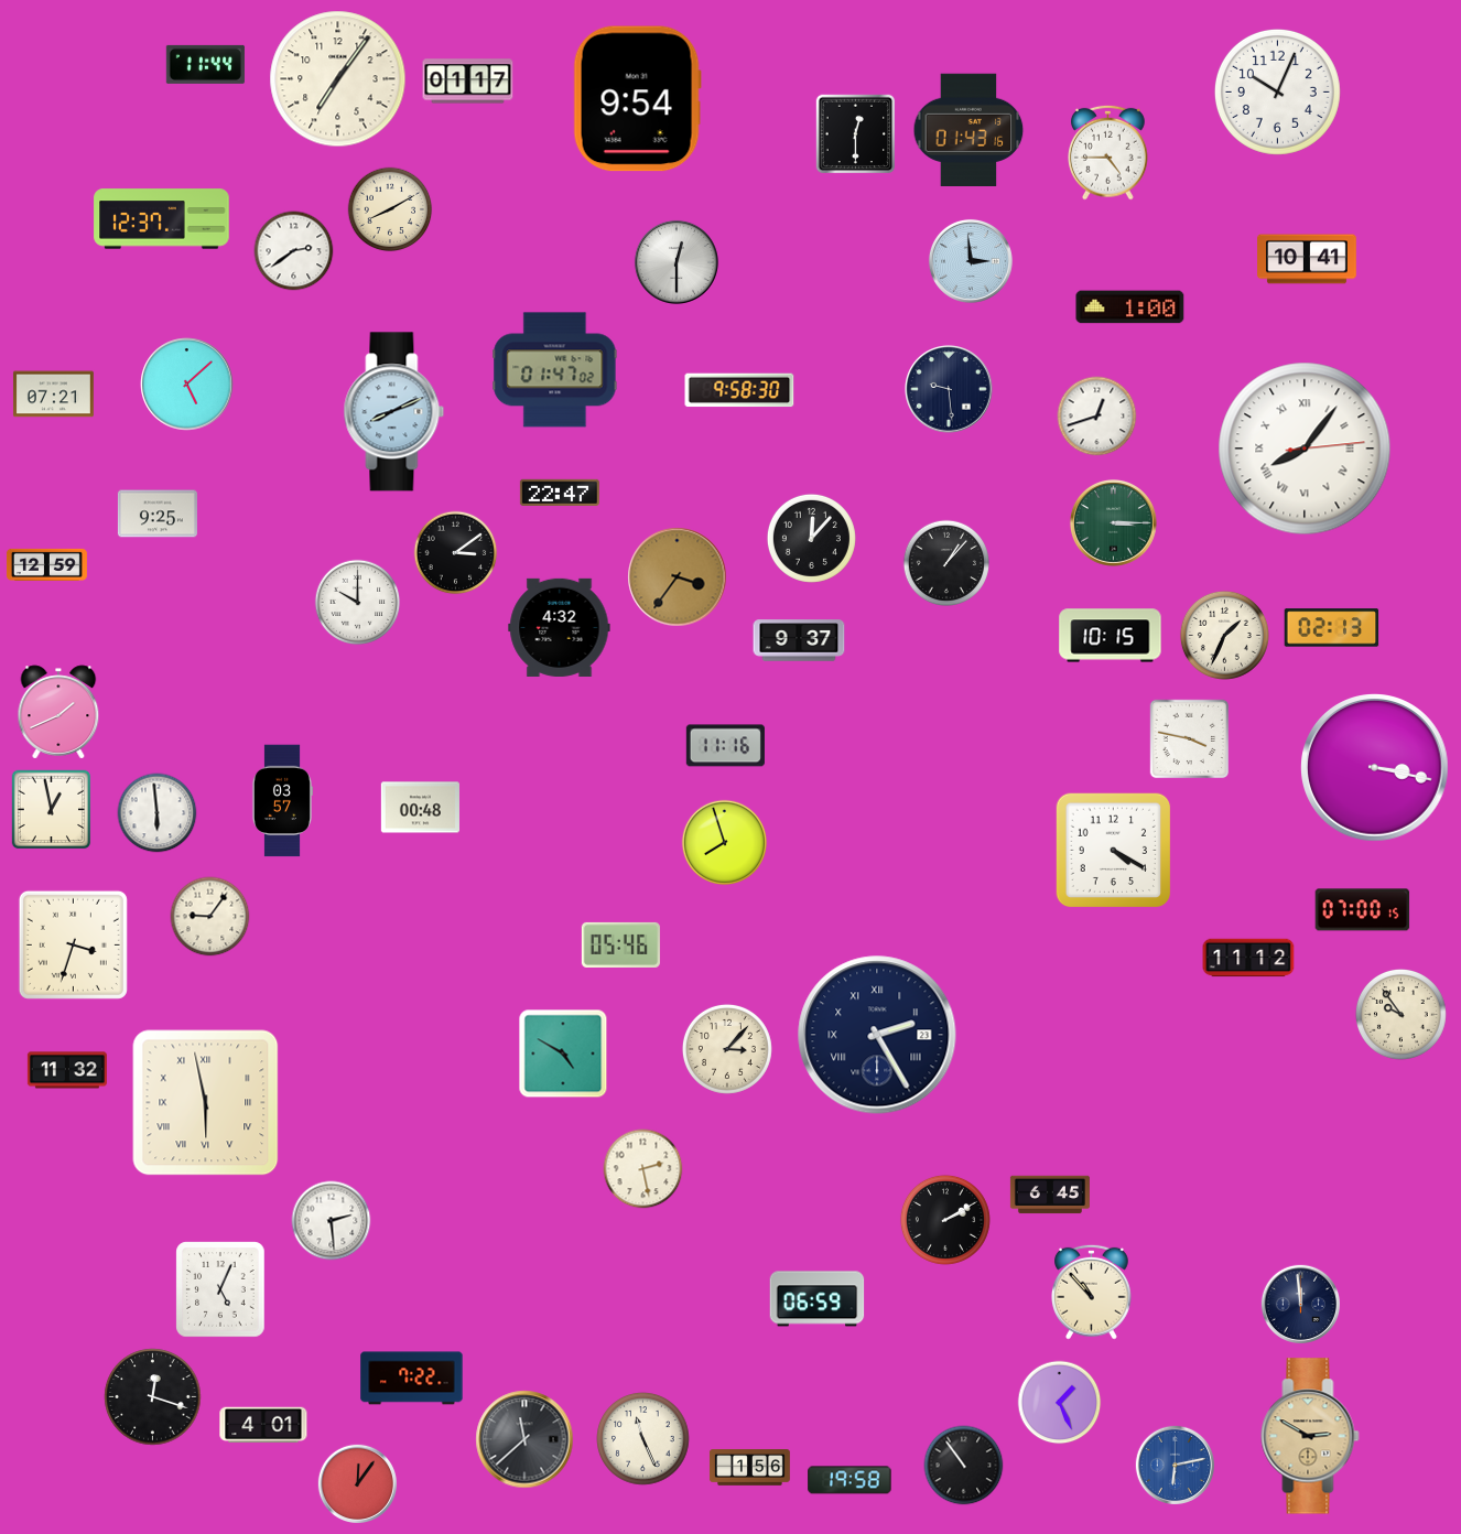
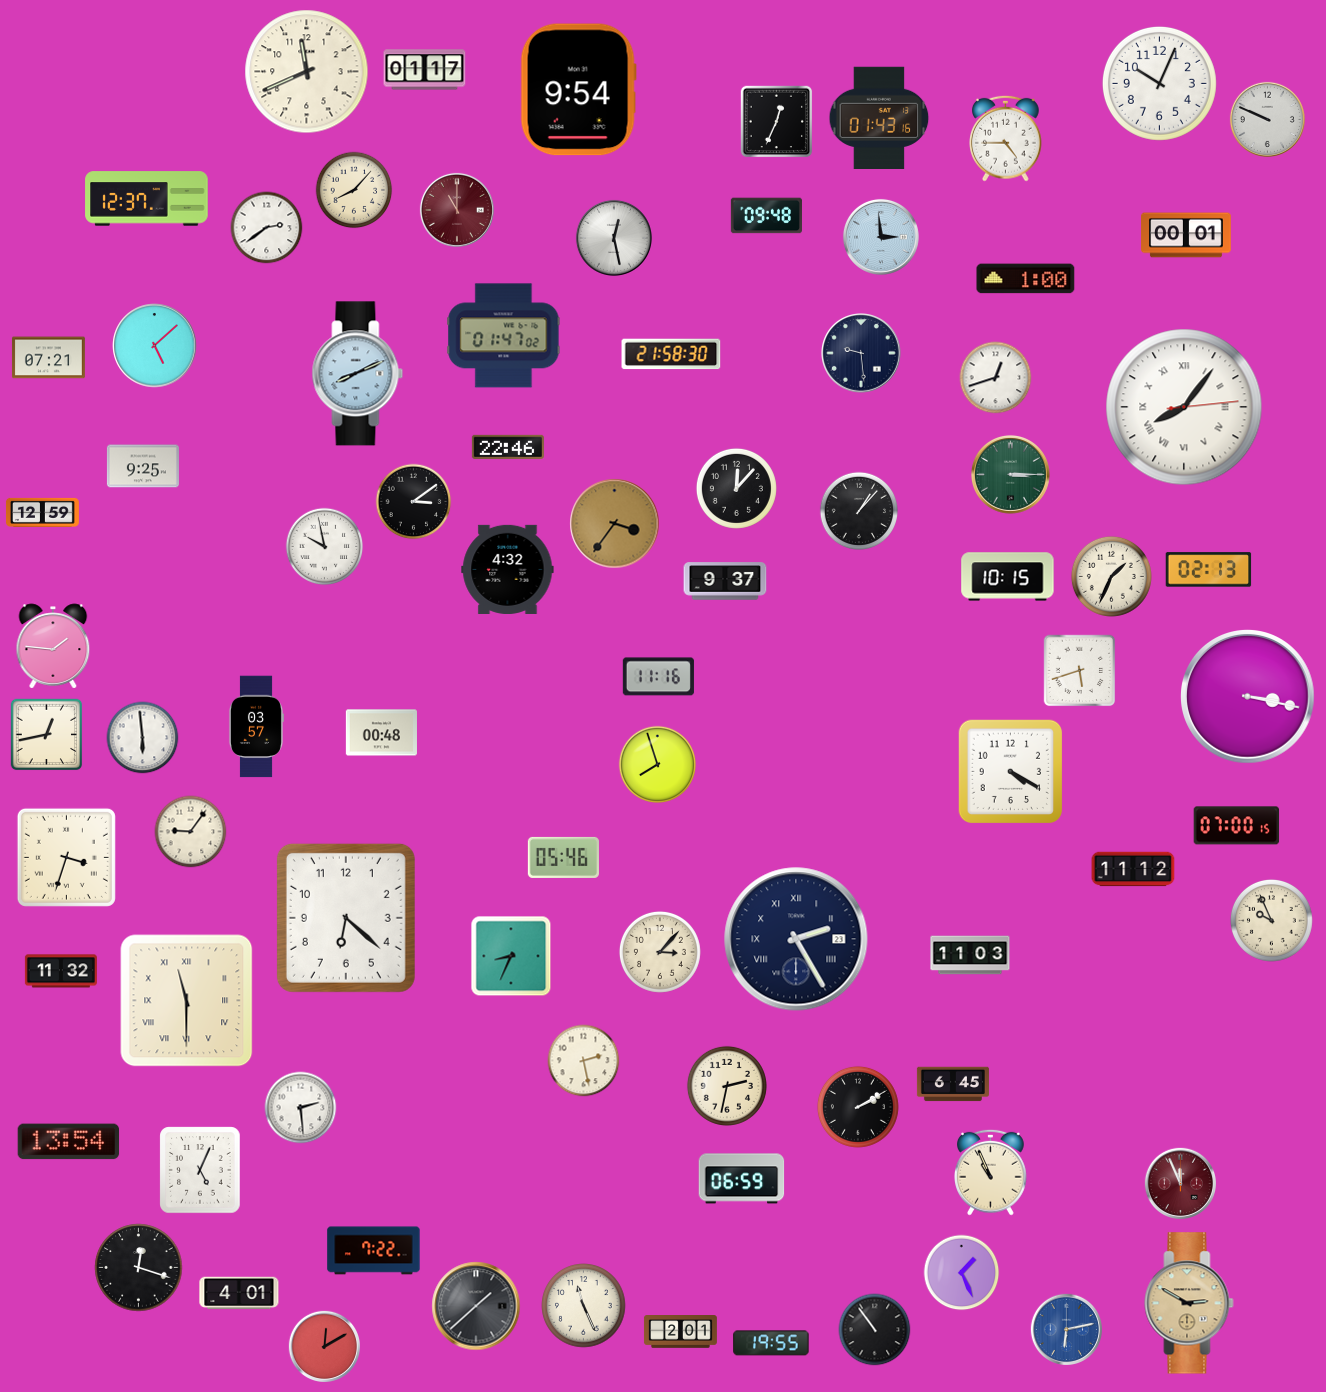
clock at (205, 64): 11:44 -> none
clock at (338, 79): 7:06 -> 11:41
clock at (468, 82) position: (468, 82) -> (425, 70)
clock at (1267, 119): none -> 9:49
clock at (856, 134): 12:30 -> 12:34
clock at (390, 209): 8:10 -> 8:07
clock at (457, 210): none -> 11:00
clock at (766, 216): none -> 09:48
clock at (1307, 259): 10:41 -> 00:01
clock at (677, 262): 12:30 -> 12:28
clock at (187, 385) position: (187, 385) -> (155, 346)
clock at (739, 390): 9:58 -> 21:58
clock at (560, 493): 22:47 -> 22:46
clock at (358, 603): 10:00 -> 9:58
clock at (58, 712): 1:41 -> 1:46
clock at (1190, 739): 3:47 -> 5:42
clock at (52, 810): 12:58 -> 12:43
clock at (346, 918): none -> 6:22
clock at (1400, 1014): 9:54 -> 9:56
clock at (970, 955): none -> 11:03
clock at (563, 1054): 4:50 -> 8:34
clock at (206, 1103): 5:58 -> 11:30
clock at (727, 1086): none -> 2:32
clock at (69, 1142): none -> 13:54
clock at (1092, 1292): 10:53 -> 10:56
clock at (1300, 1304): 11:59 -> 11:56
clock at (1300, 1304) dial: navy -> burgundy
clock at (524, 1439): 11:38 -> 1:38
clock at (749, 1468): 1:56 -> 2:01
clock at (849, 1480): 19:58 -> 19:55
clock at (357, 1483): 12:06 -> 12:10
